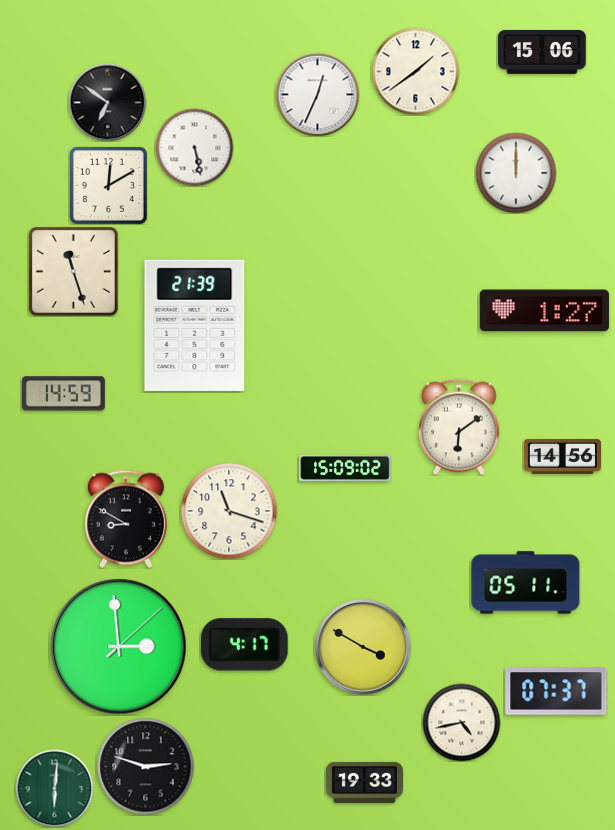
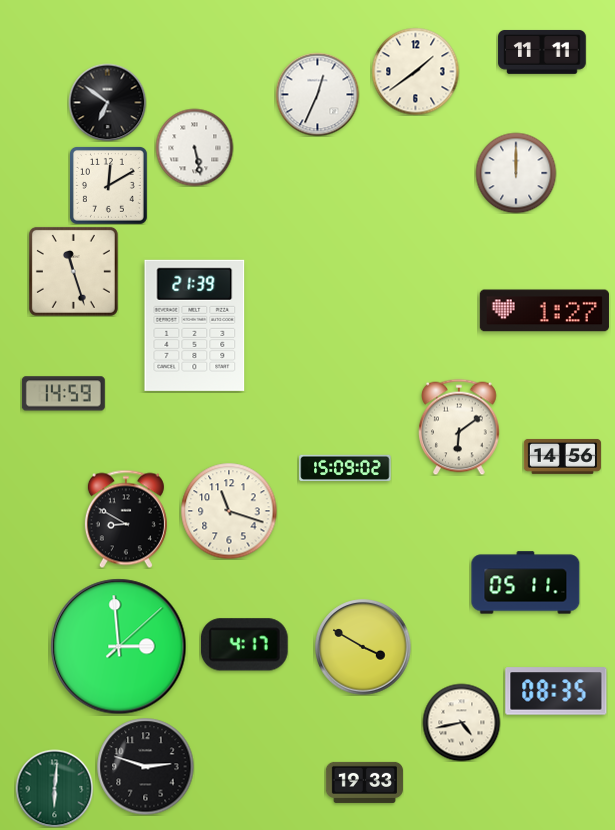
clock at (542, 52): 15:06 -> 11:11
clock at (556, 691): 07:37 -> 08:35
